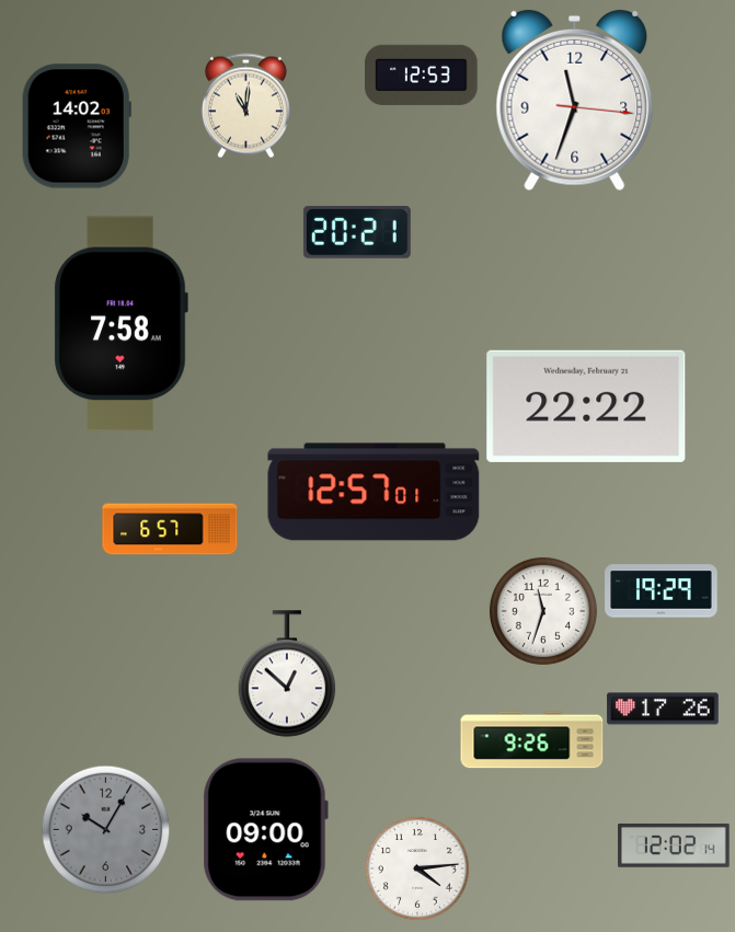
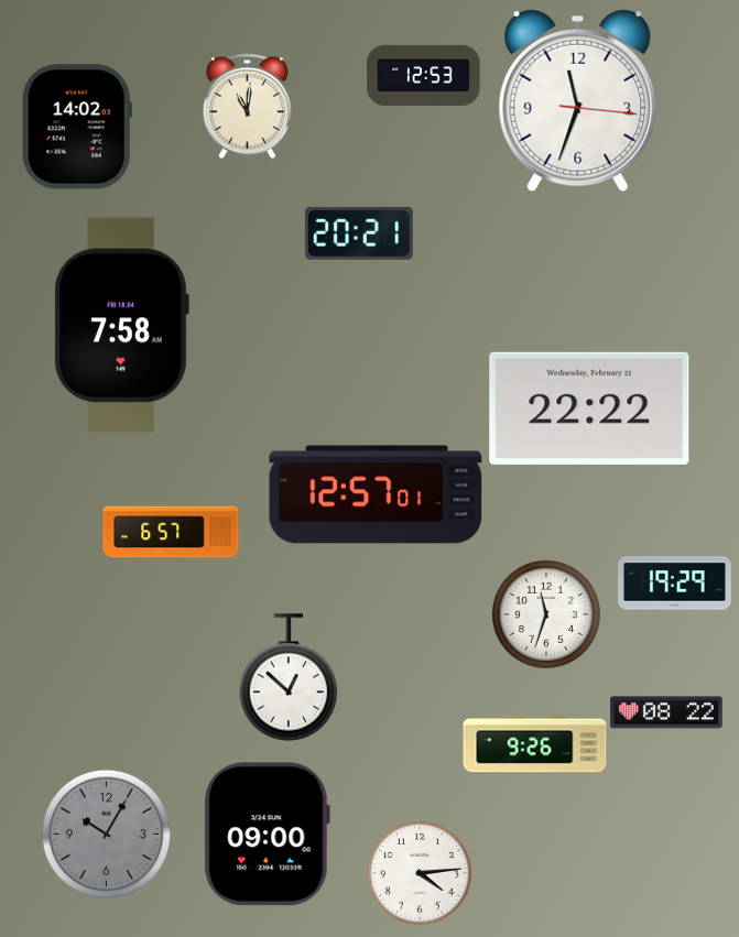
clock at (662, 591) position: (662, 591) -> (675, 584)
clock at (663, 709): 17:26 -> 08:22
clock at (674, 845): 12:02 -> none
